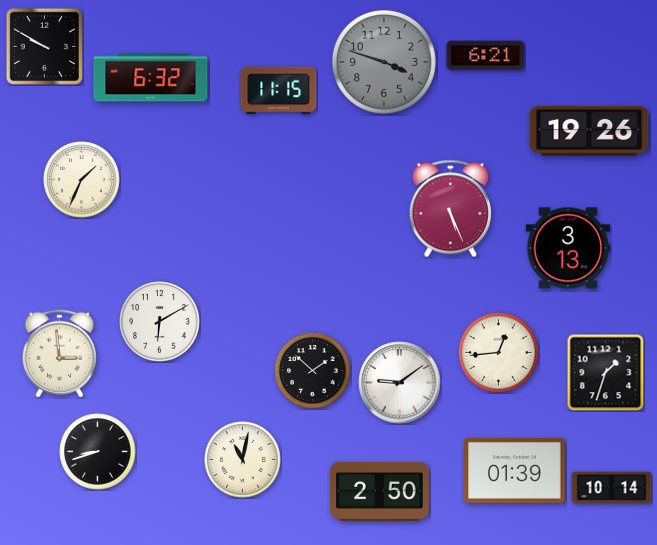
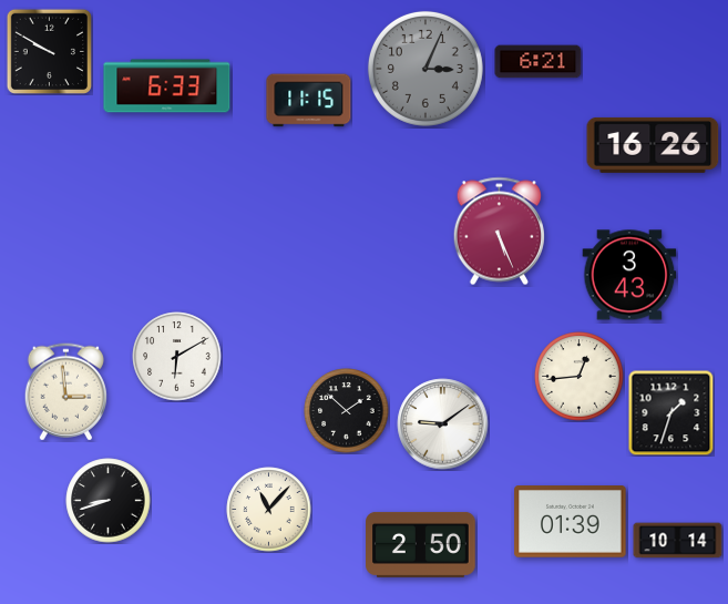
clock at (384, 62): 3:48 -> 3:04
clock at (151, 78): 6:32 -> 6:33
clock at (589, 131): 19:26 -> 16:26
clock at (82, 180): 1:34 -> none
clock at (568, 248): 3:13 -> 3:43
clock at (499, 353) position: (499, 353) -> (580, 377)
clock at (243, 460): 11:02 -> 11:07
